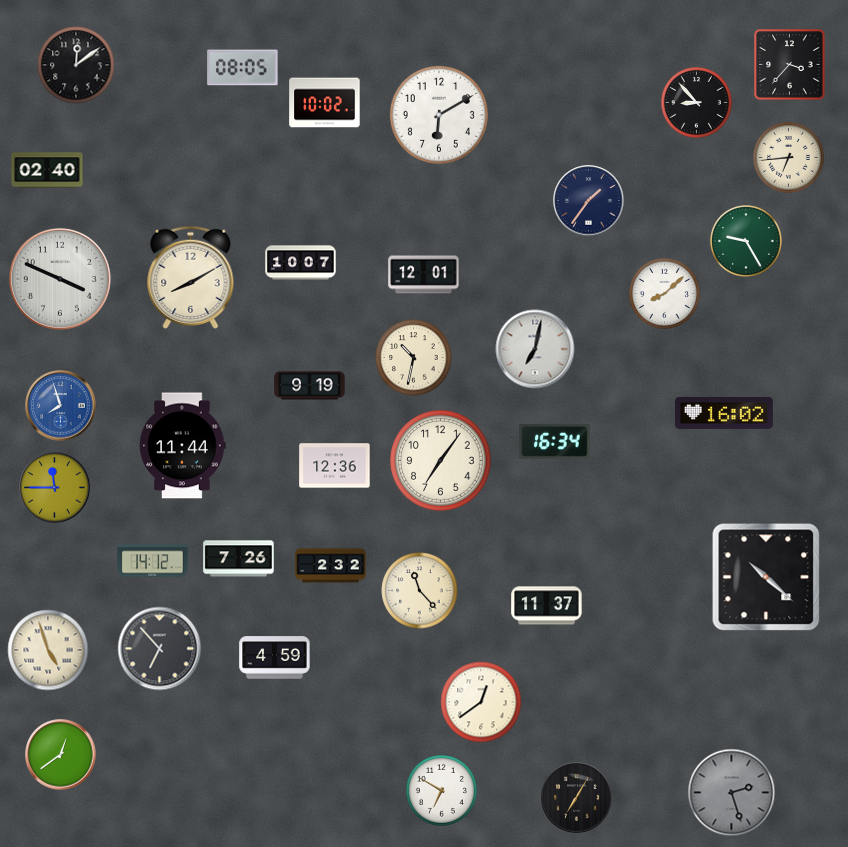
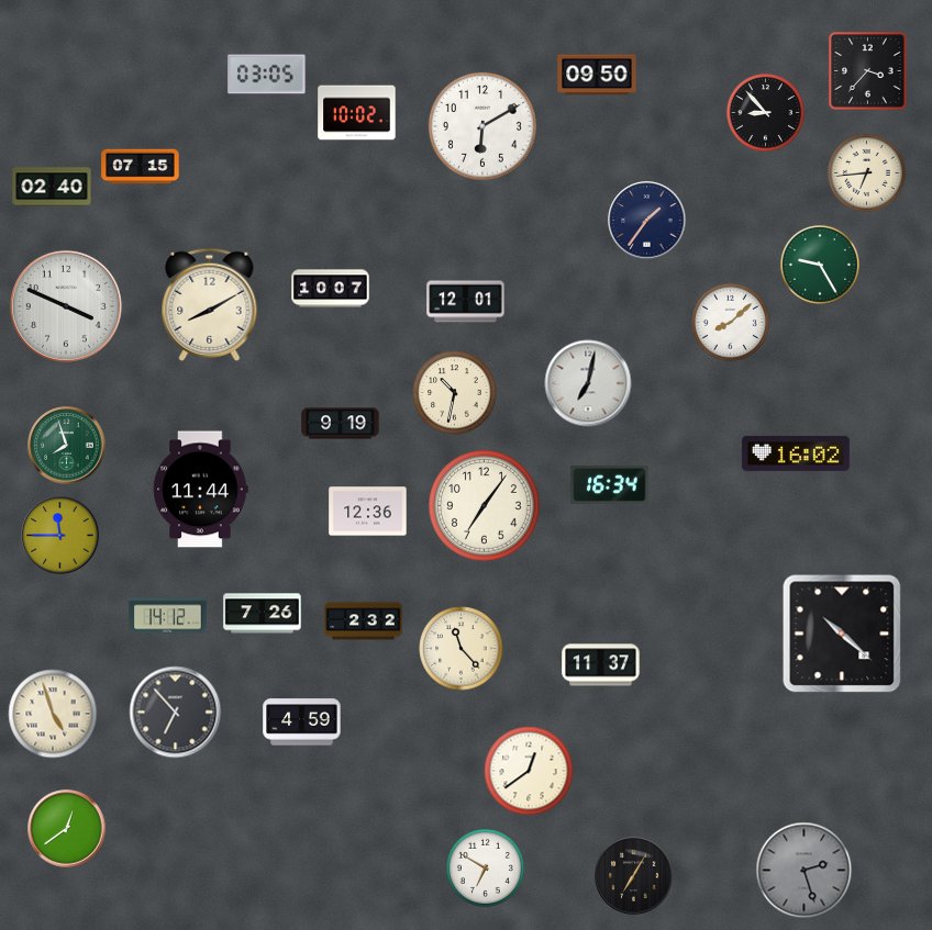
clock at (76, 65): 12:09 -> none
clock at (243, 68): 08:05 -> 03:05
clock at (597, 75): none -> 09:50
clock at (141, 167): none -> 07:15
clock at (61, 406) dial: blue -> green
